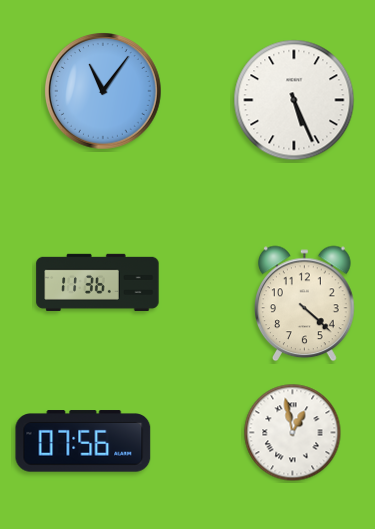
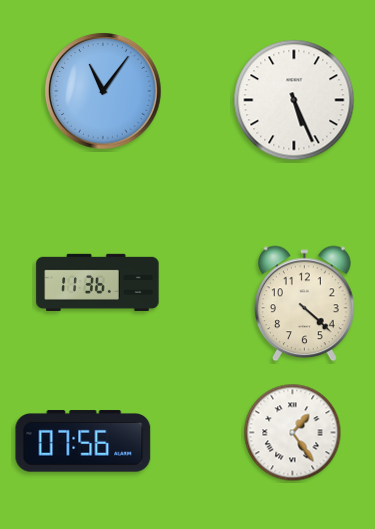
clock at (293, 433): 12:58 -> 1:24
